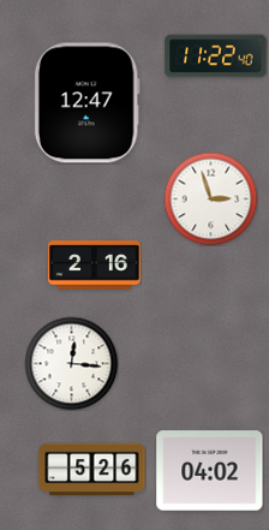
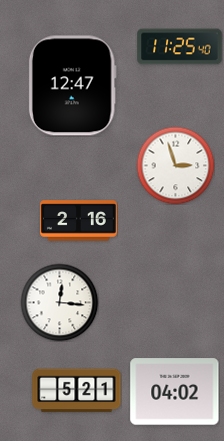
clock at (216, 56): 11:22 -> 11:25
clock at (92, 470): 5:26 -> 5:21
